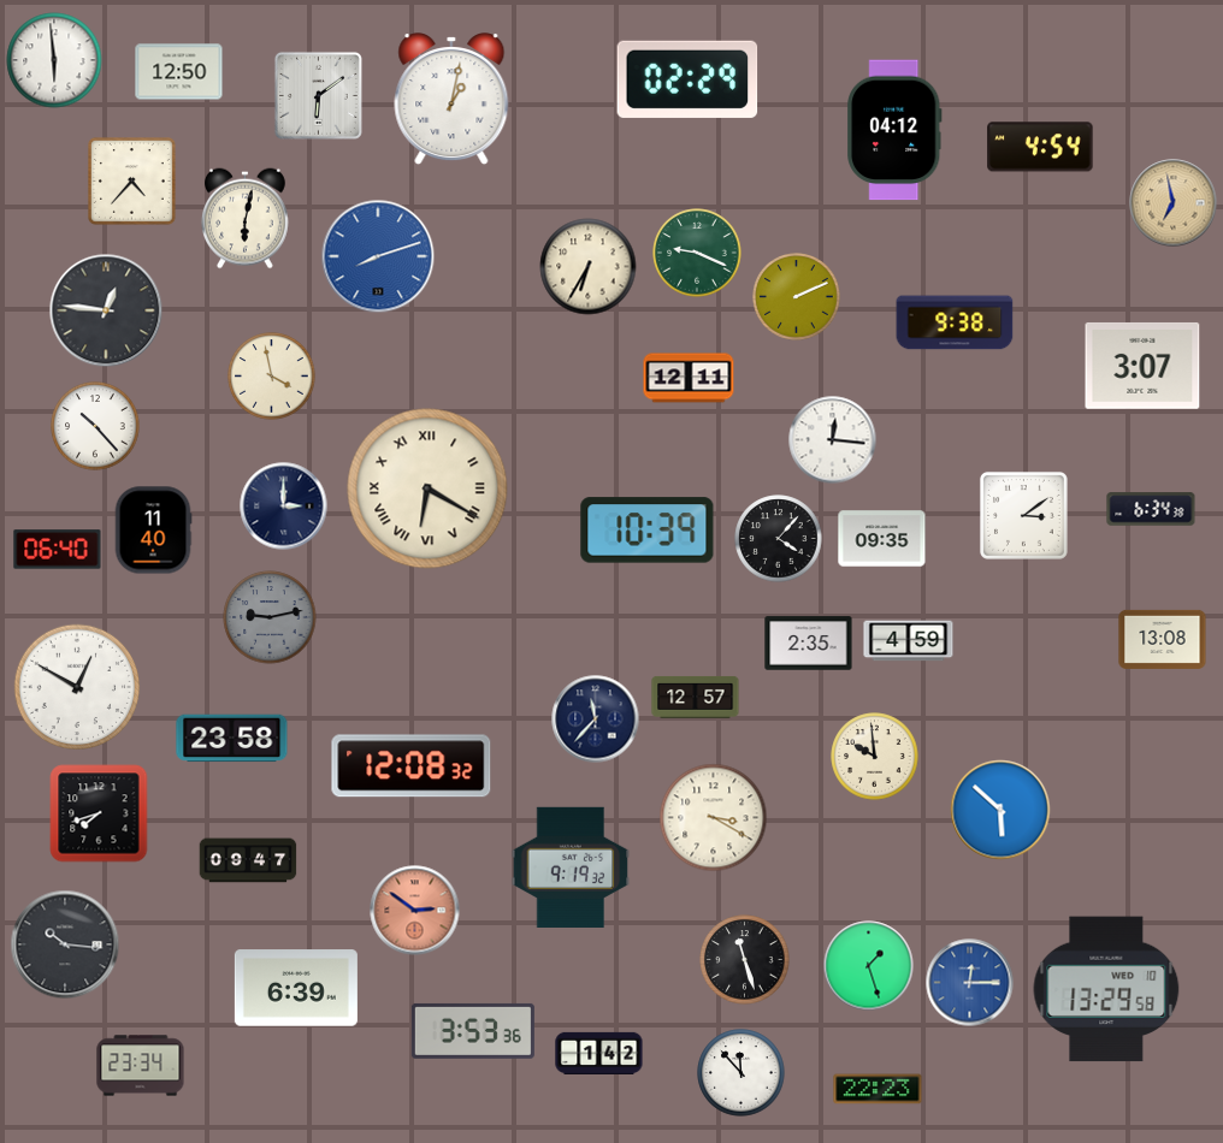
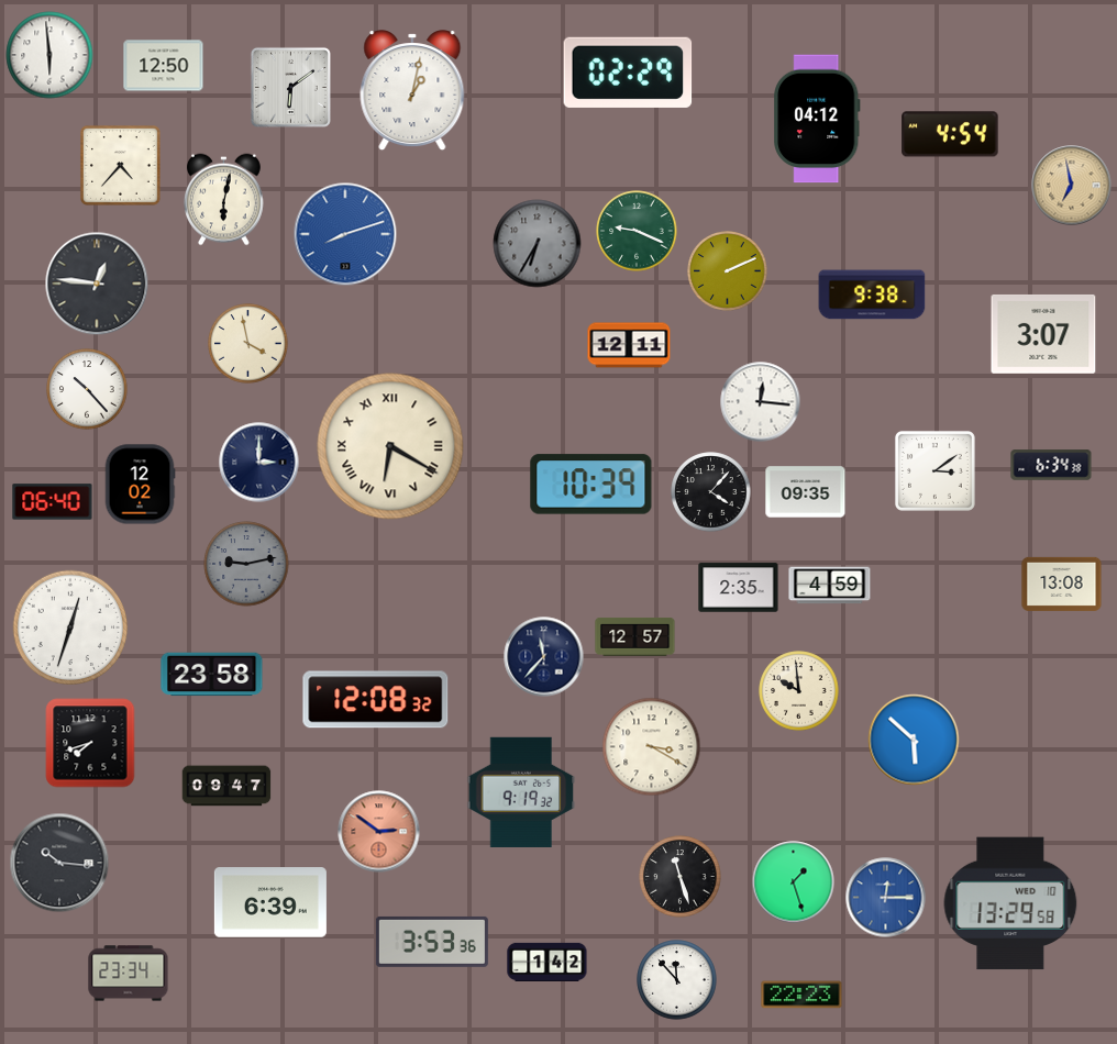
clock at (589, 267) dial: cream -> grey
clock at (153, 531): 11:40 -> 12:02
clock at (77, 687): 12:50 -> 12:33
